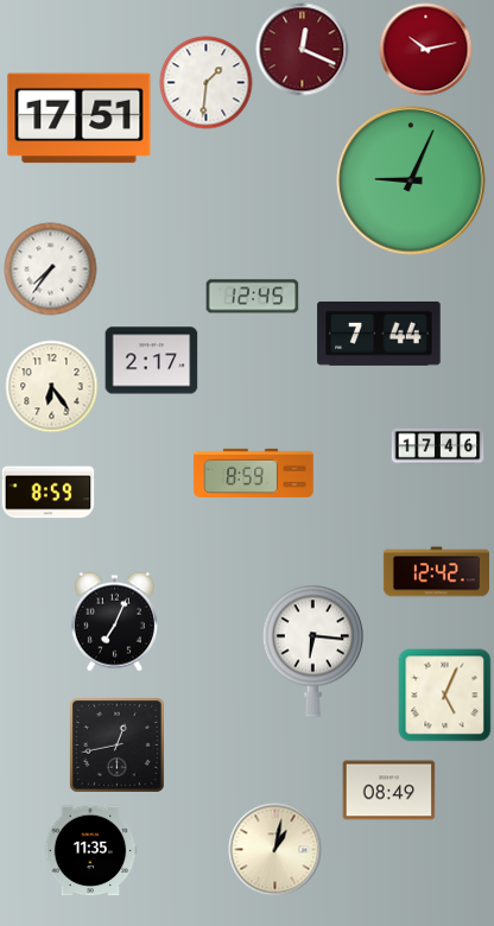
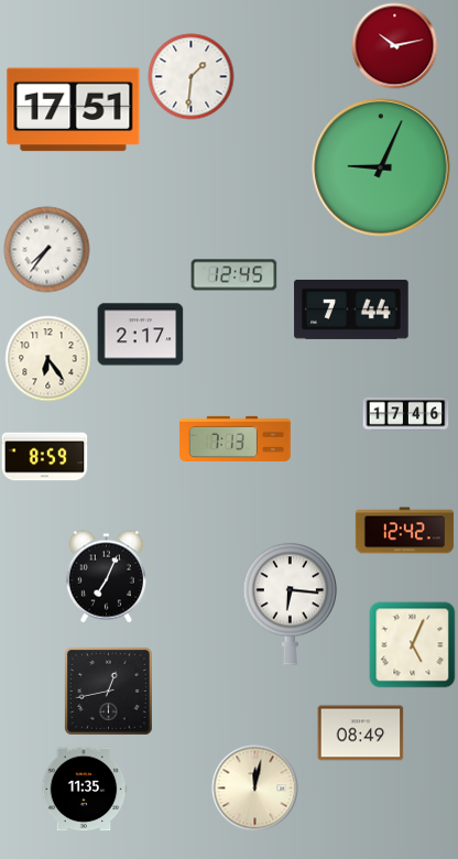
clock at (302, 49): 12:19 -> none
clock at (254, 472): 8:59 -> 7:13
clock at (274, 849): 1:02 -> 12:02
